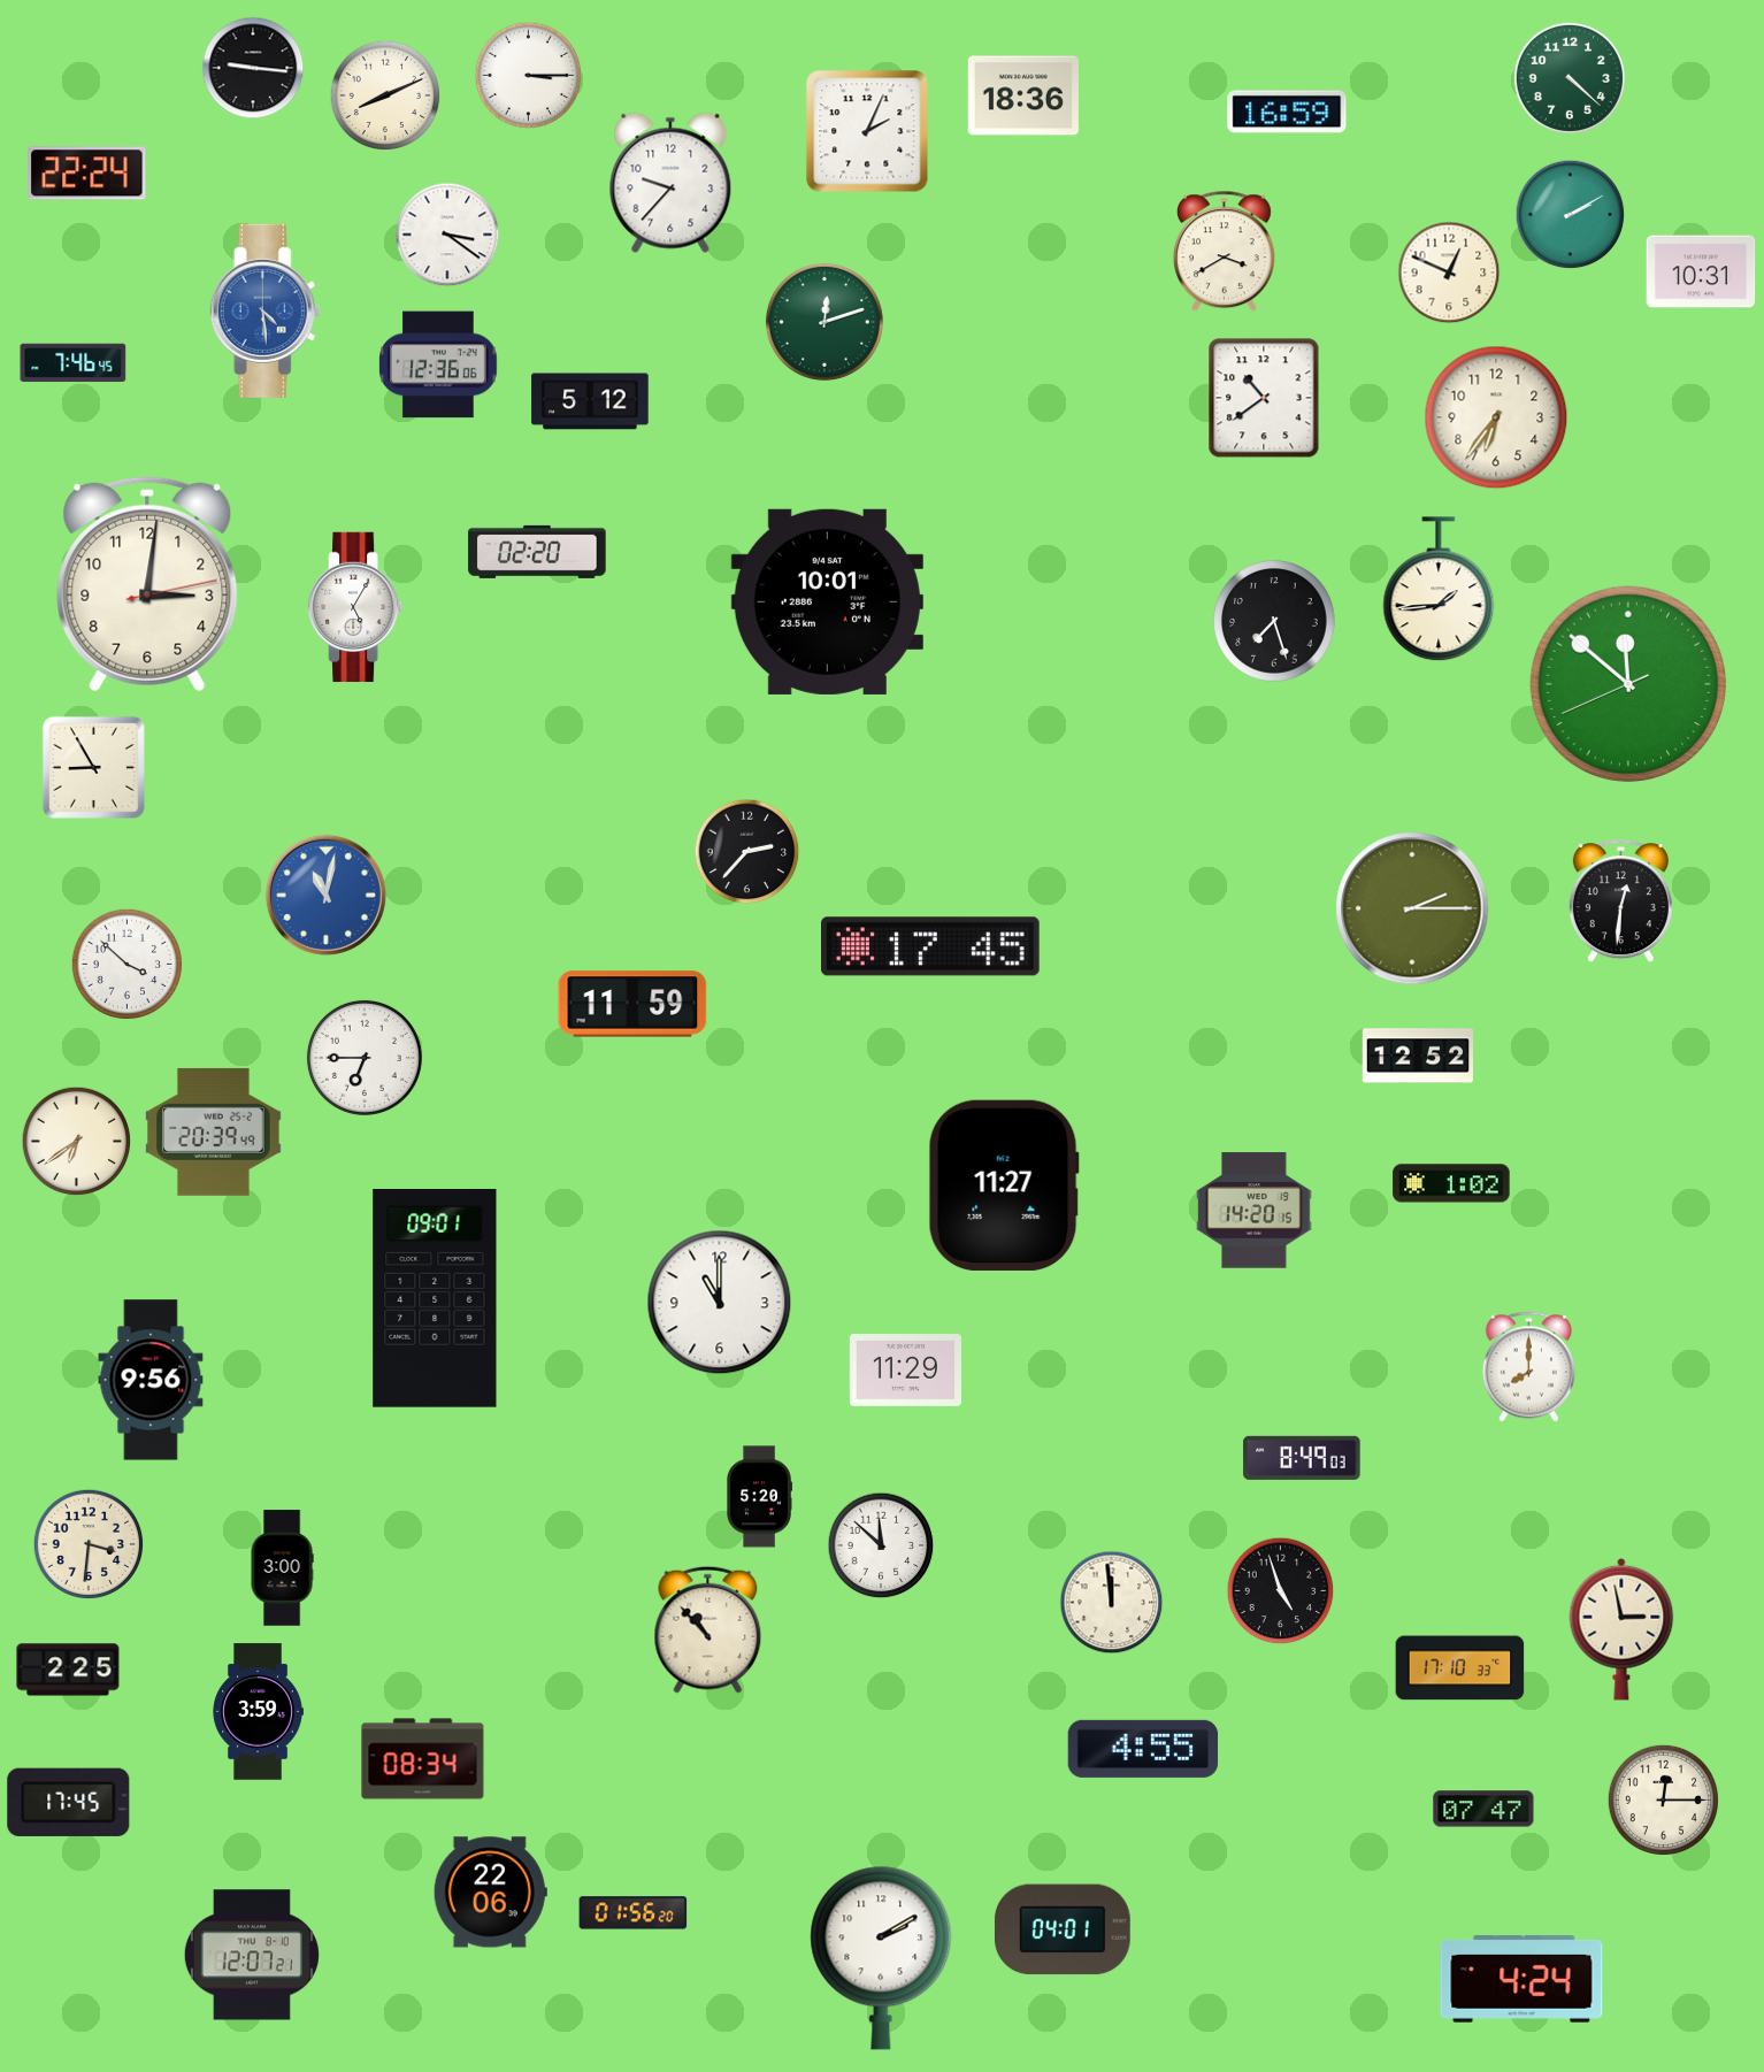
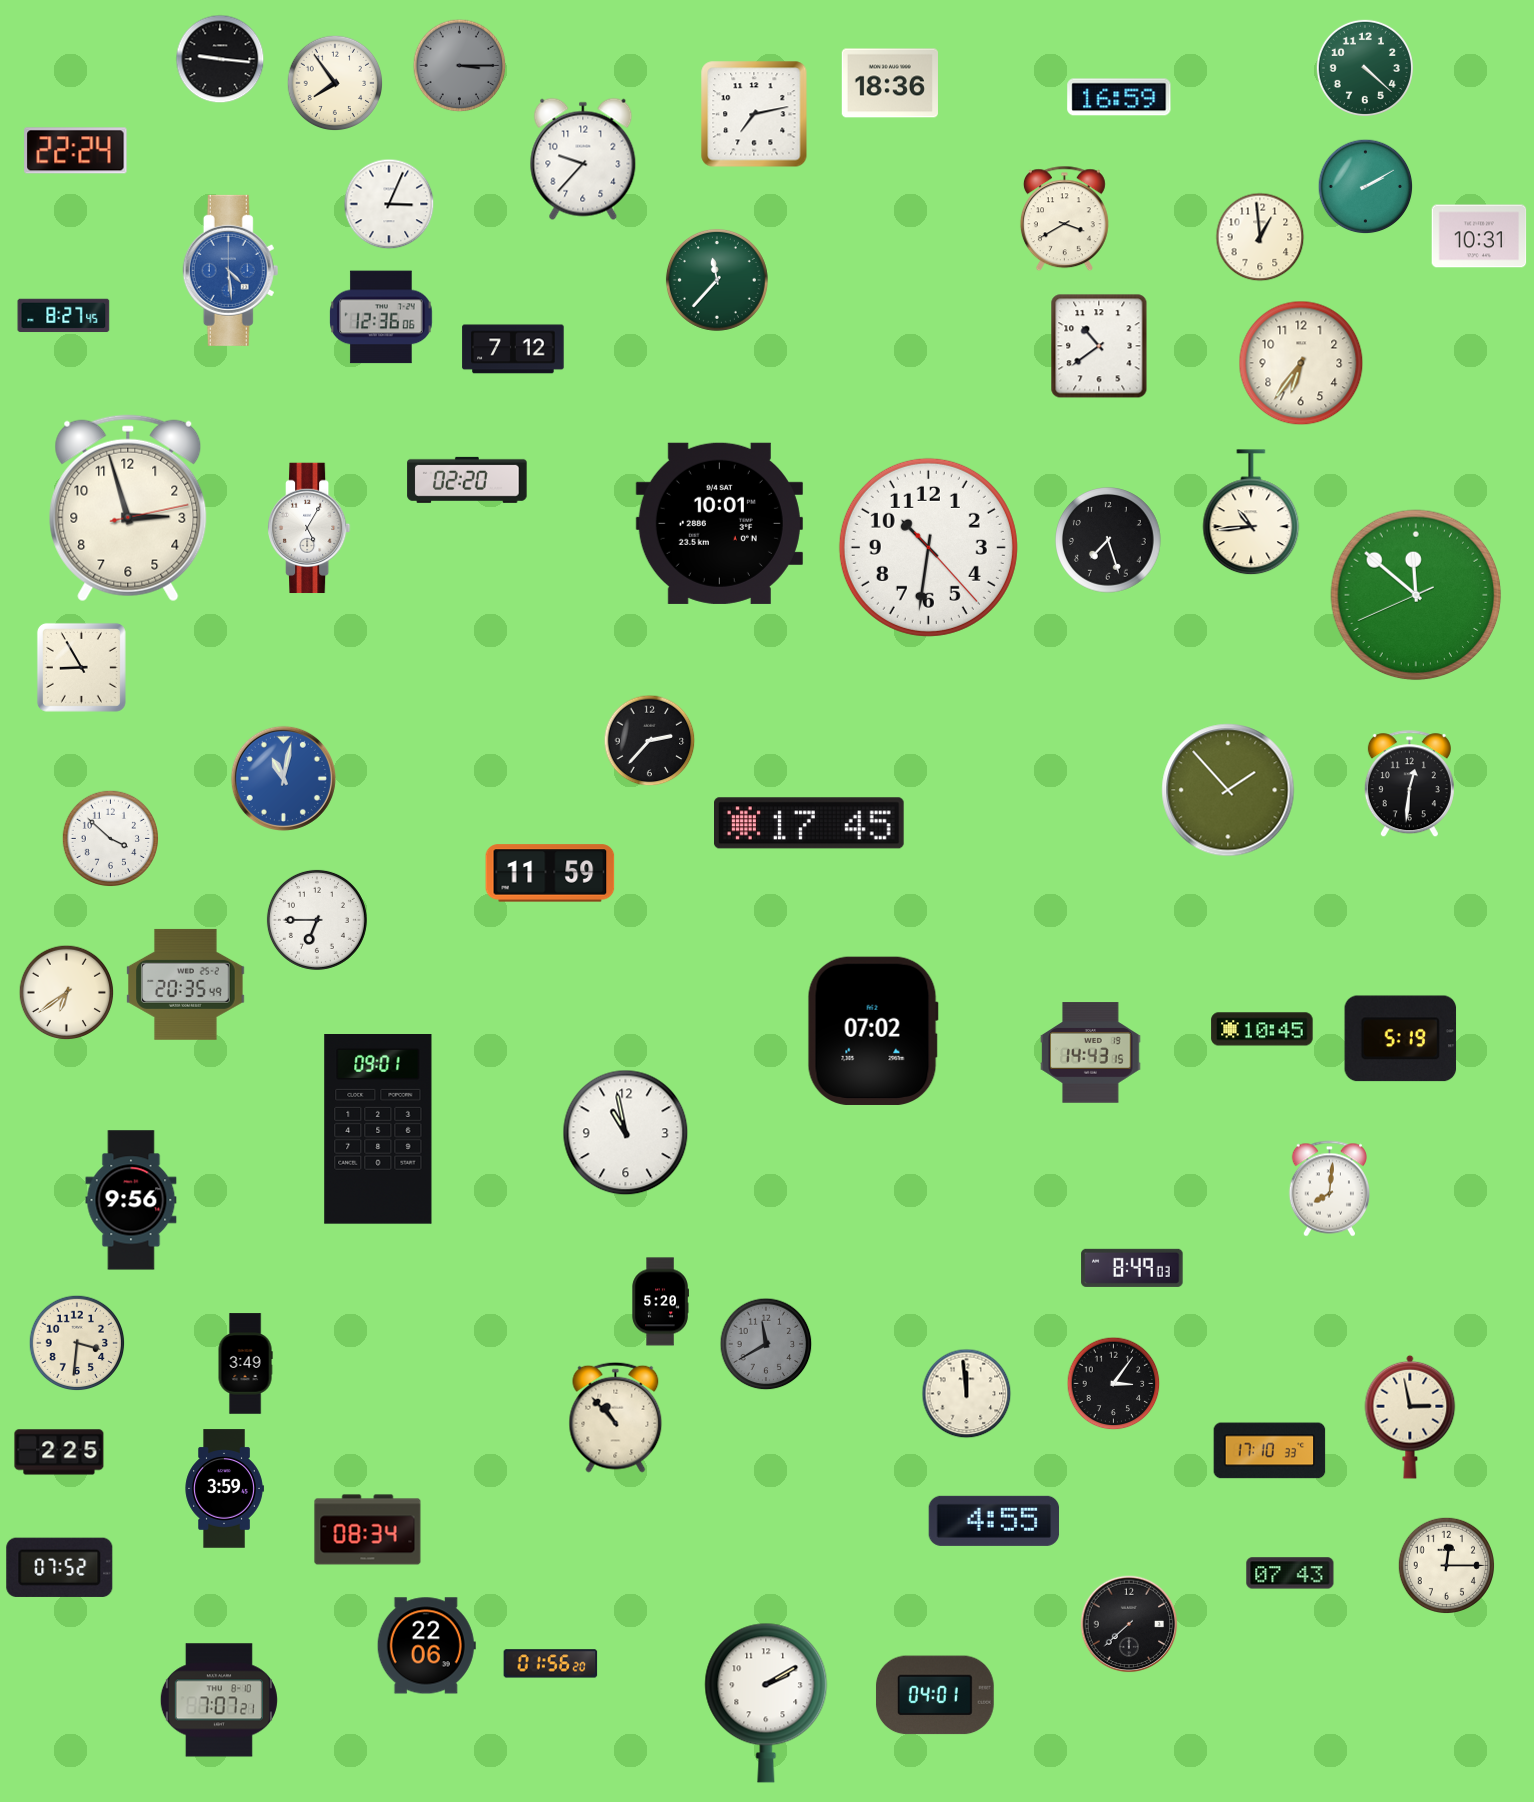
clock at (529, 76) dial: white -> grey
clock at (385, 95): 8:11 -> 7:54
clock at (867, 131): 2:04 -> 7:13
clock at (447, 235): 3:21 -> 3:04
clock at (1449, 273): 12:49 -> 12:59
clock at (825, 322): 12:12 -> 11:37
clock at (74, 363): 7:46 -> 8:27
clock at (590, 401): 5:12 -> 7:12
clock at (147, 584): 3:01 -> 2:57
clock at (1439, 590): 1:44 -> 10:44
clock at (928, 547): none -> 10:31
clock at (1412, 908): 2:15 -> 1:53
clock at (1417, 1056): 12:52 -> none
clock at (214, 1131): 20:39 -> 20:35
clock at (1451, 1183): 1:02 -> 10:45
clock at (1004, 1185): 11:27 -> 07:02
clock at (1401, 1039): none -> 5:19
clock at (1255, 1211): 14:20 -> 14:43
clock at (720, 1303): 11:00 -> 10:58
clock at (1528, 1367): 8:00 -> 8:01
clock at (905, 1371): 11:29 -> none
clock at (881, 1545): 11:52 -> 11:40
clock at (881, 1545) dial: white -> grey
clock at (282, 1568): 3:00 -> 3:49
clock at (1281, 1591): 4:57 -> 3:06
clock at (69, 1802): 17:45 -> 07:52
clock at (1483, 1809): 07:47 -> 07:43
clock at (1129, 1624): none -> 7:38
clock at (1063, 1929) position: (1063, 1929) -> (935, 1695)
clock at (252, 1955): 12:07 -> 7:07
clock at (1521, 1979): 4:24 -> none
